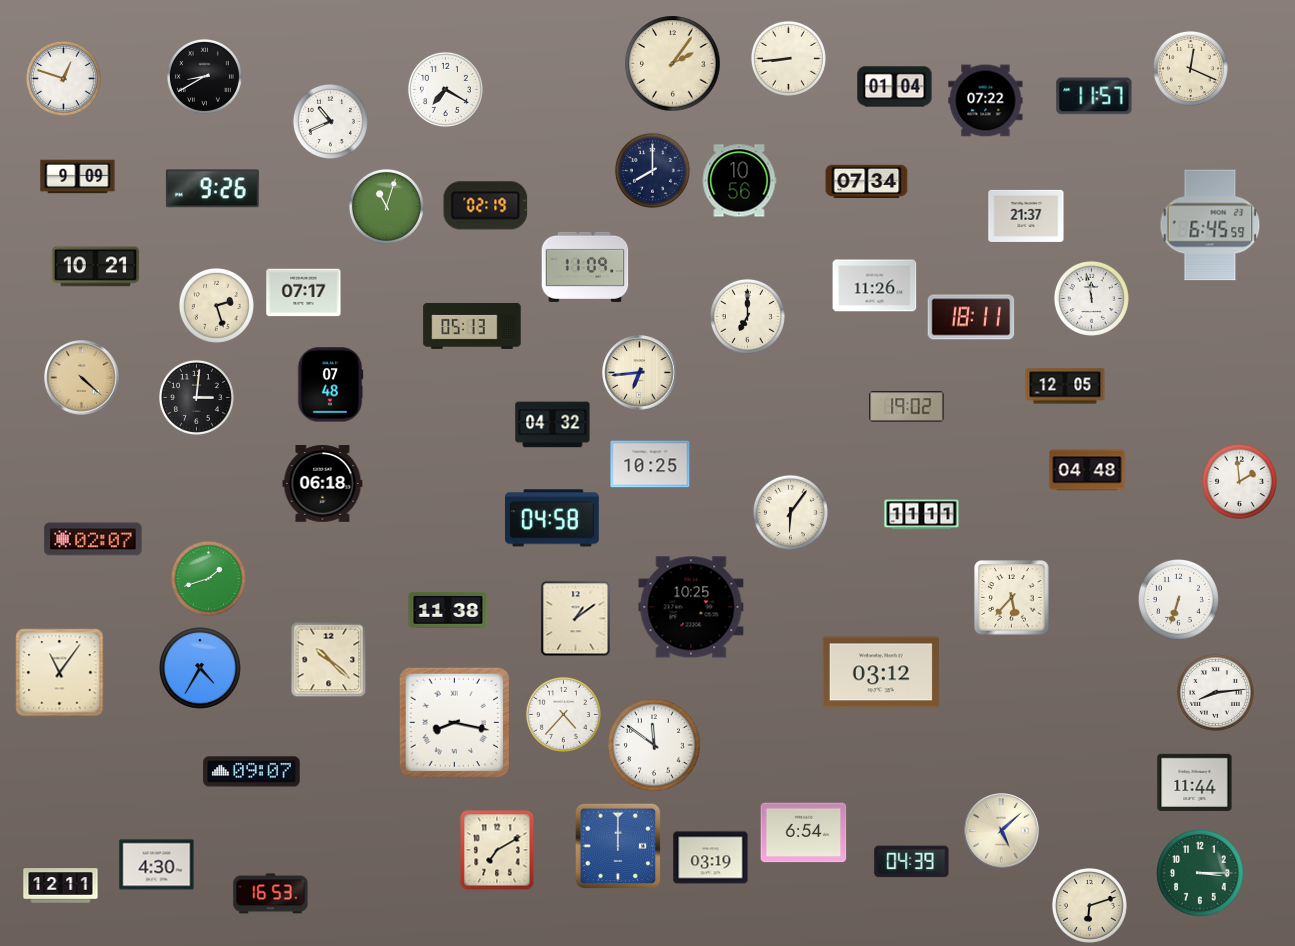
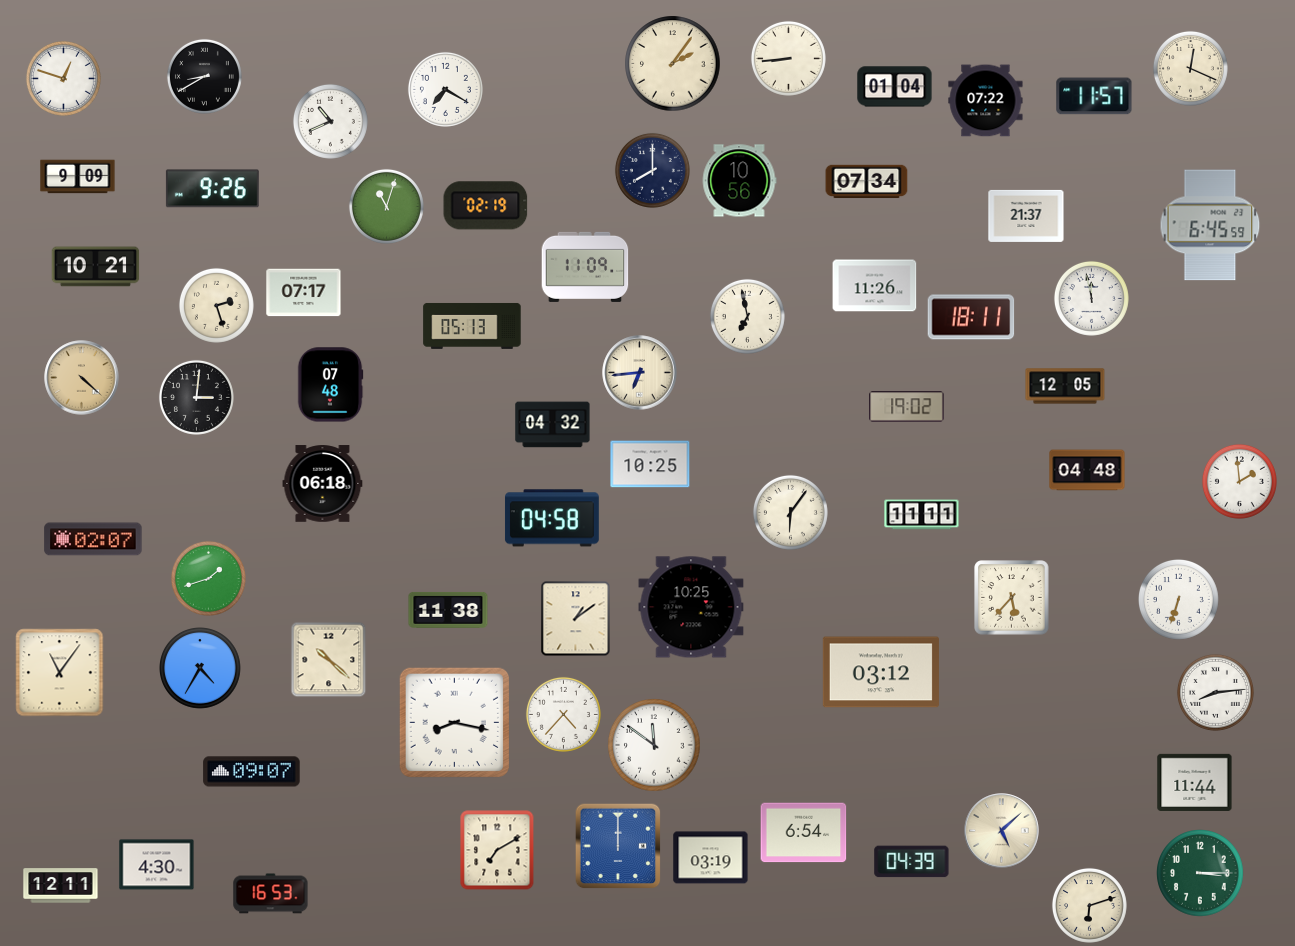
clock at (747, 316): 7:00 -> 6:58
